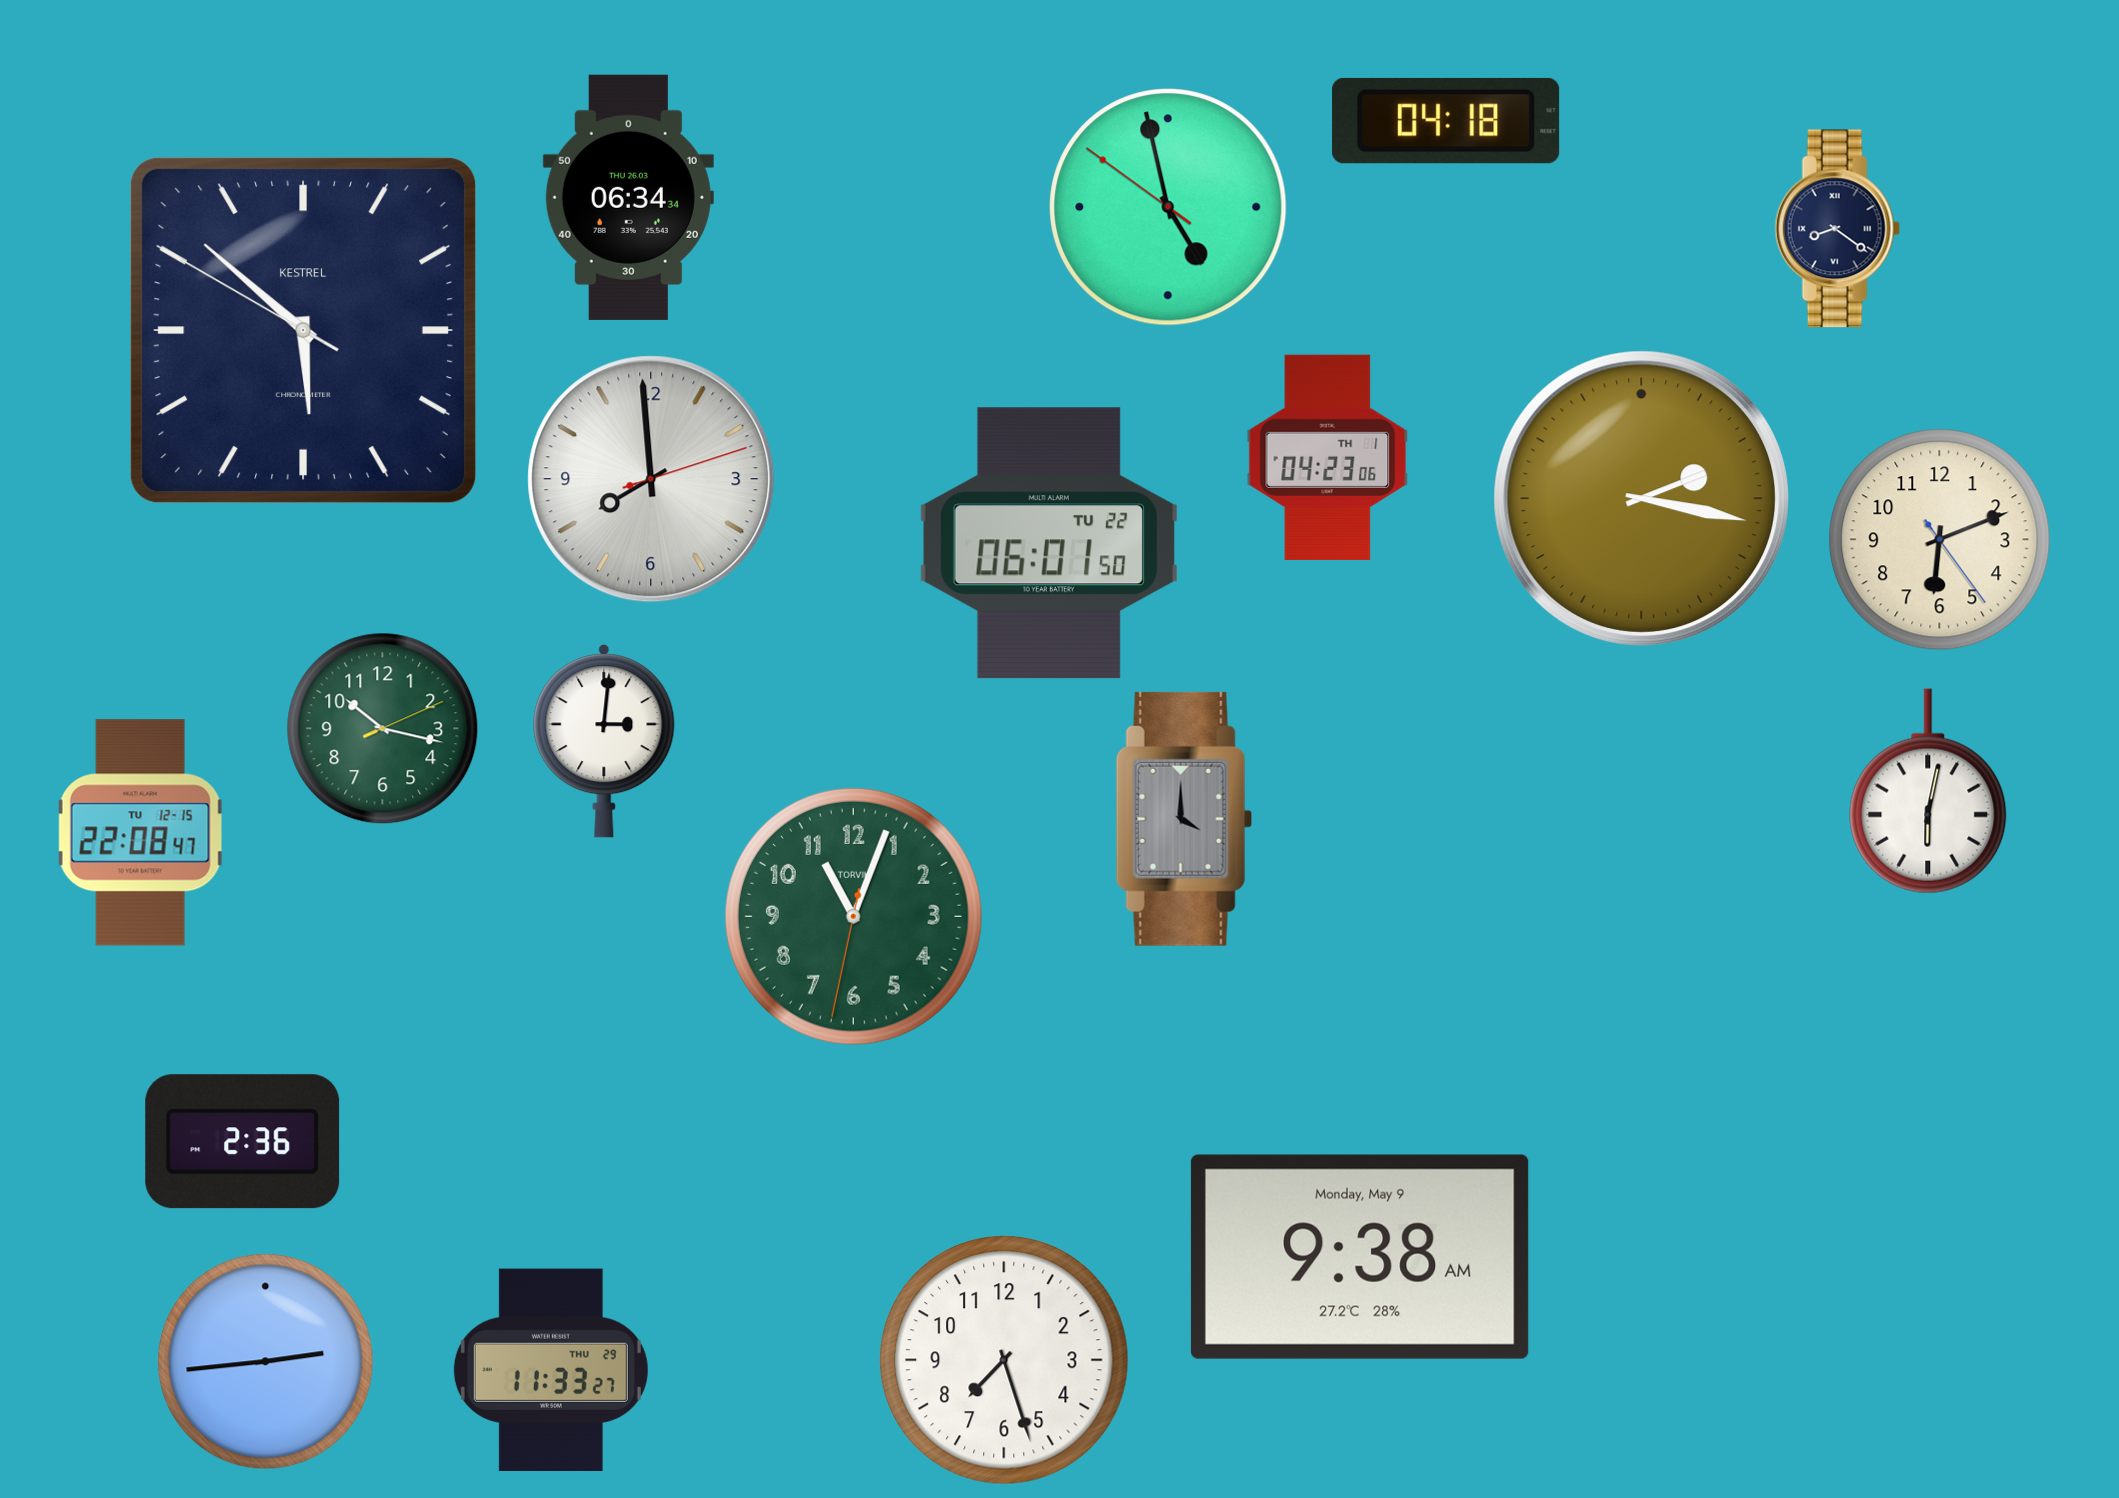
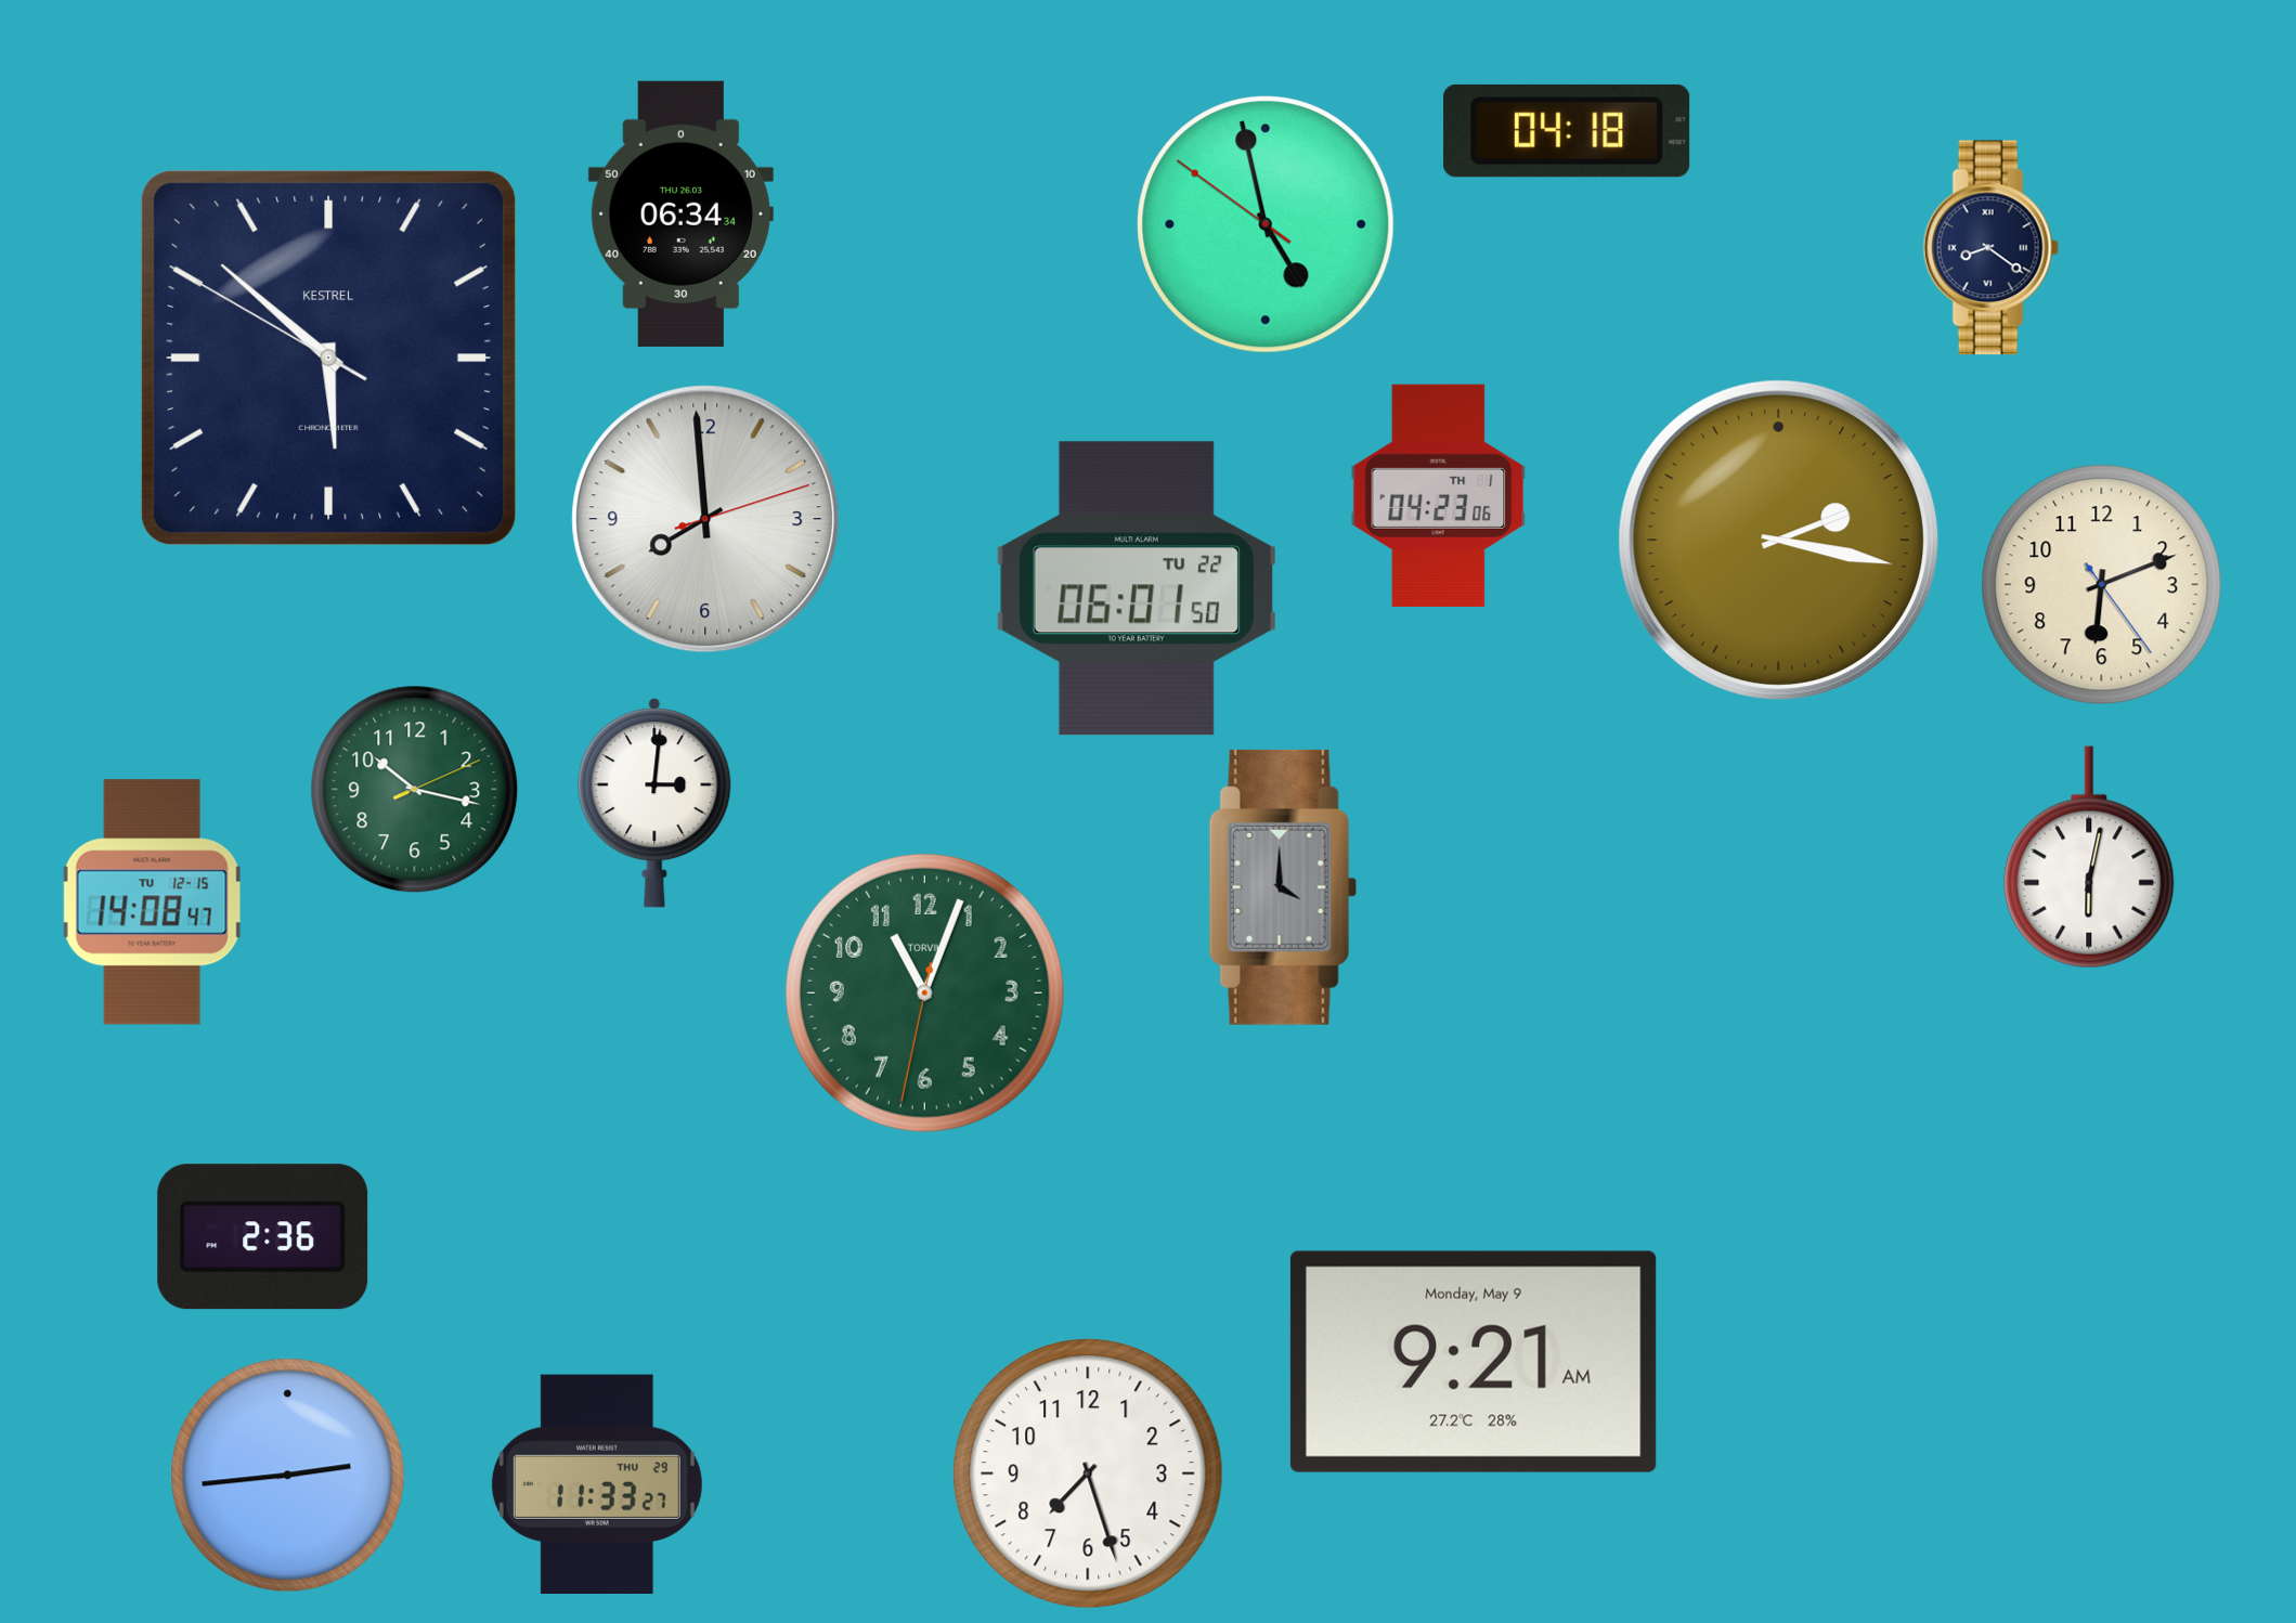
clock at (141, 833): 22:08 -> 14:08
clock at (1360, 1257): 9:38 -> 9:21
